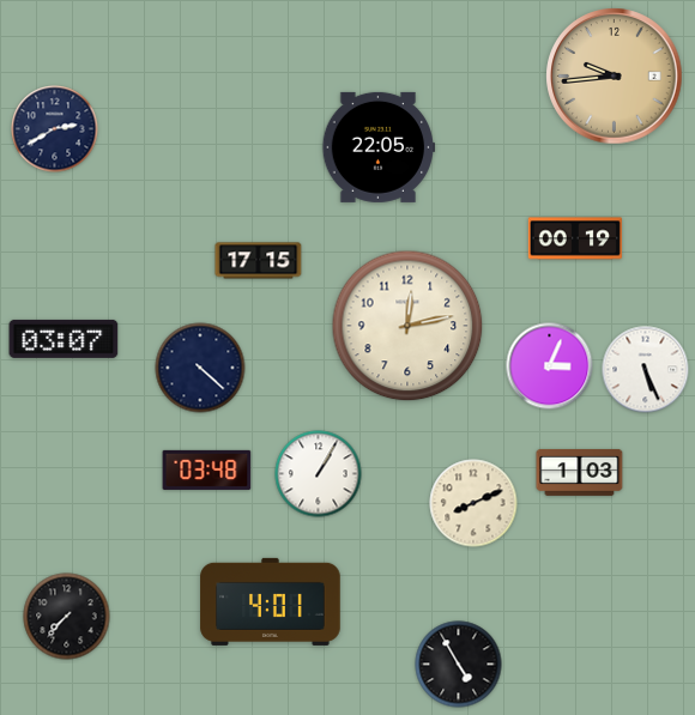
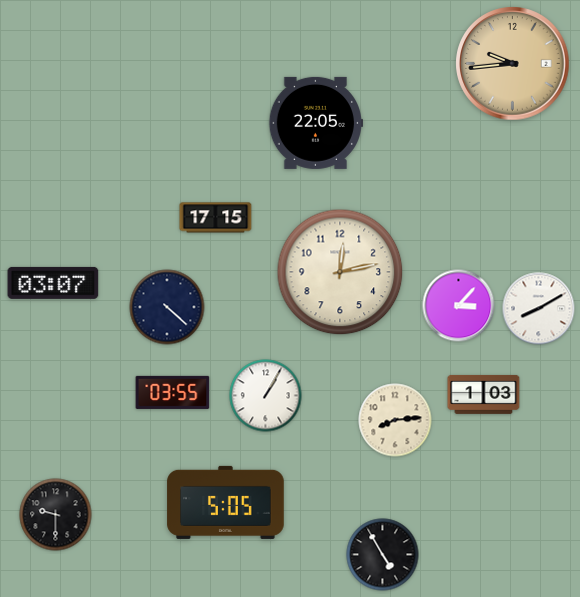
clock at (55, 129): 2:40 -> none
clock at (575, 238): 00:19 -> none
clock at (550, 366): 3:04 -> 3:07
clock at (646, 370): 5:26 -> 8:10
clock at (207, 469): 03:48 -> 03:55
clock at (473, 503): 8:11 -> 8:14
clock at (271, 601): 4:01 -> 5:05
clock at (67, 617): 7:37 -> 9:30
